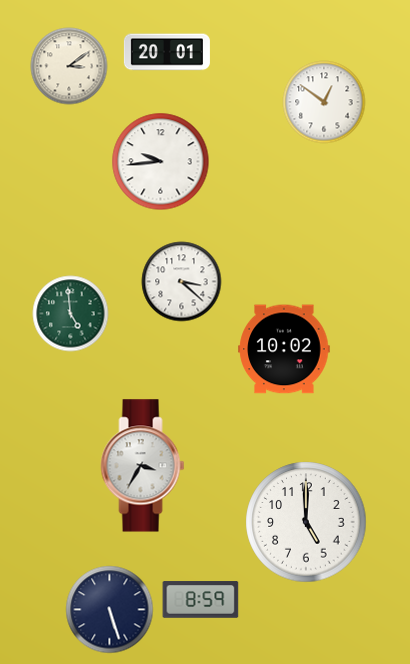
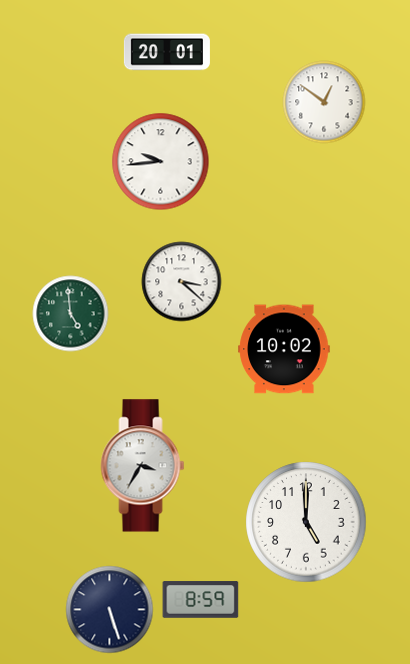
clock at (69, 66): 3:09 -> none
